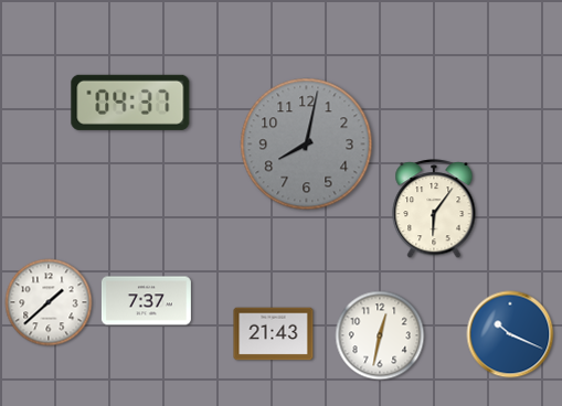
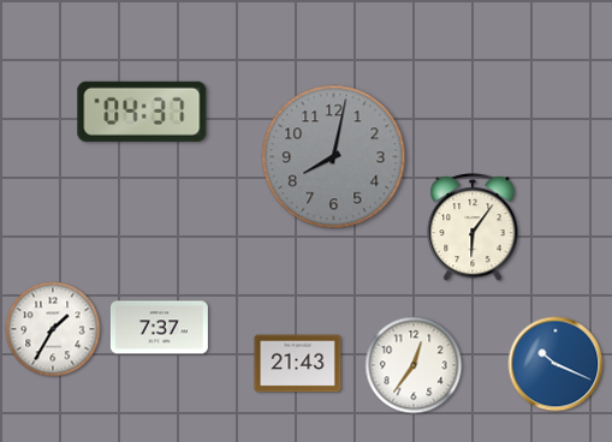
clock at (49, 302): 1:38 -> 1:35
clock at (380, 335): 12:32 -> 12:36
